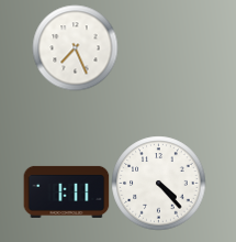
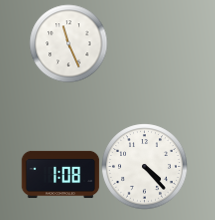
clock at (75, 47): 7:26 -> 11:26
clock at (66, 191): 1:11 -> 1:08
